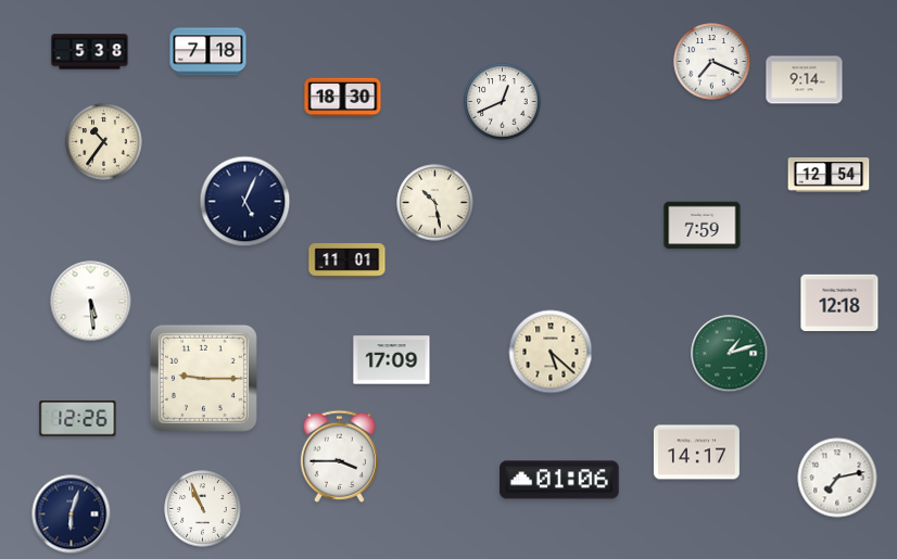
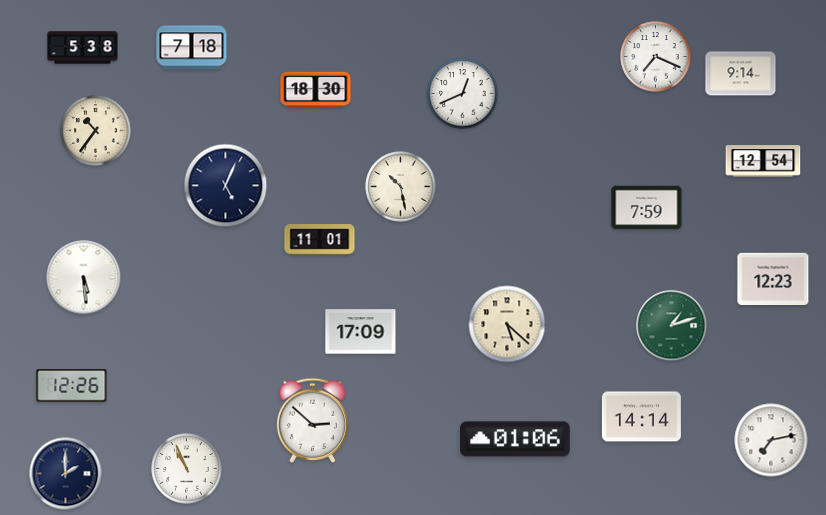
clock at (839, 302): 12:18 -> 12:23
clock at (203, 378): 9:15 -> none
clock at (696, 453): 14:17 -> 14:14
clock at (339, 456): 3:45 -> 2:52
clock at (559, 480) position: (559, 480) -> (515, 439)
clock at (72, 514): 6:03 -> 2:00
